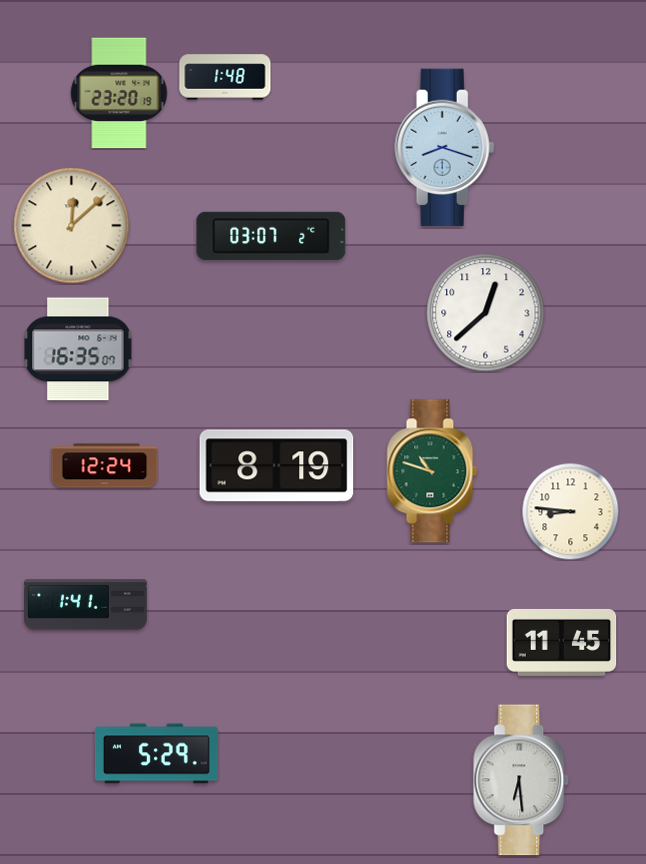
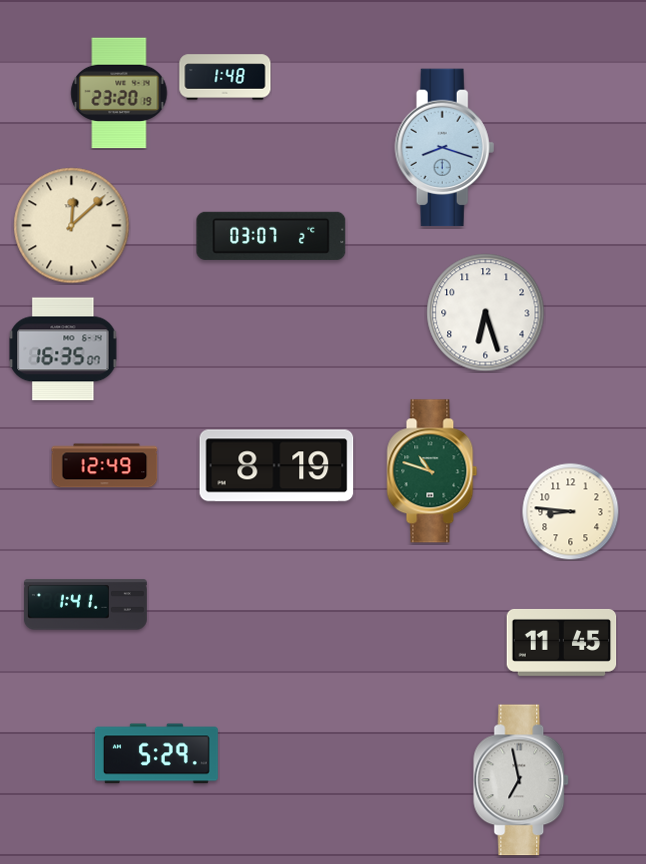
clock at (486, 313): 12:38 -> 6:27
clock at (78, 349) position: (78, 349) -> (63, 349)
clock at (105, 466): 12:24 -> 12:49
clock at (522, 780): 6:29 -> 6:58
